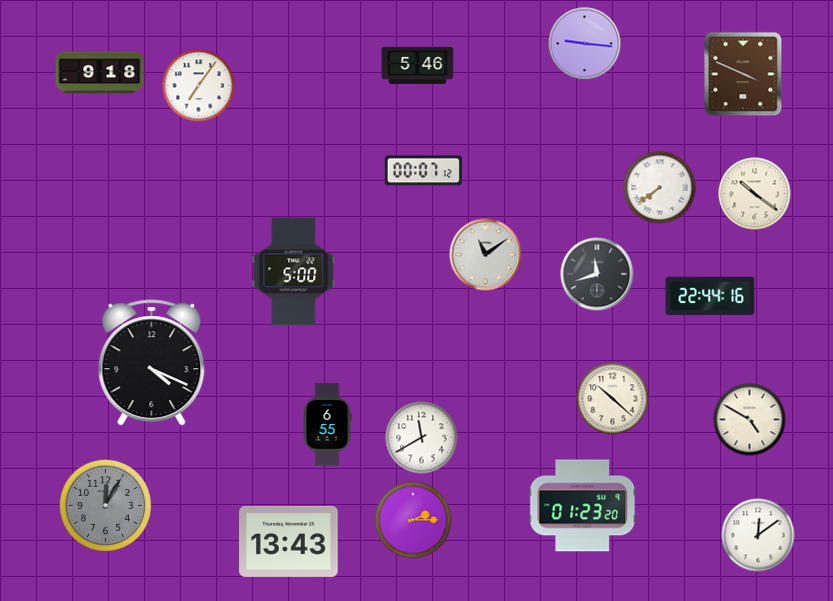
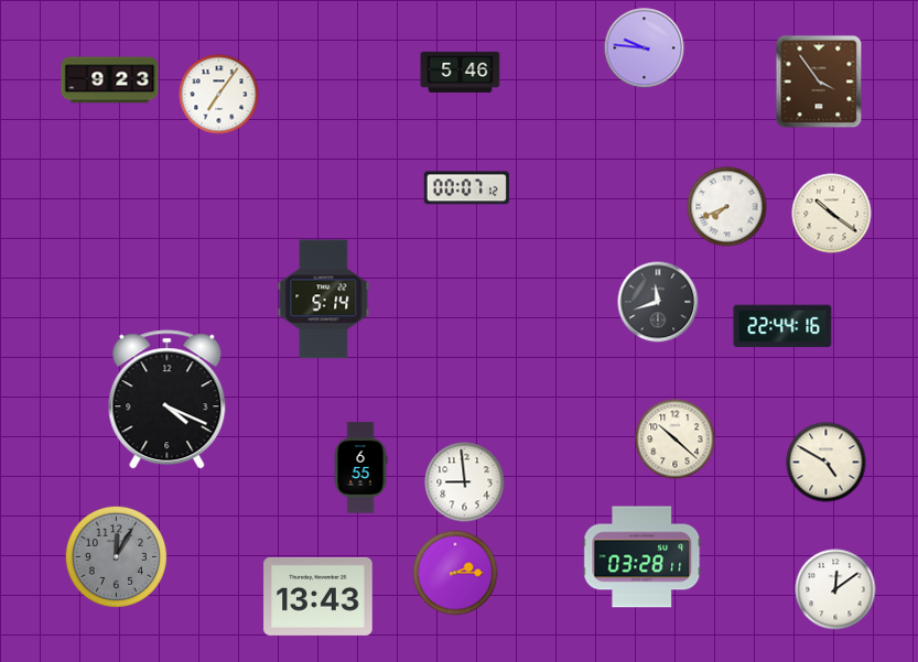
clock at (585, 44): 9:16 -> 9:46
clock at (100, 73): 9:18 -> 9:23
clock at (743, 74): 3:49 -> 3:54
clock at (660, 188): 7:39 -> 7:41
clock at (486, 255): 11:09 -> none
clock at (294, 272): 5:00 -> 5:14
clock at (422, 438): 11:40 -> 8:59
clock at (583, 506): 01:23 -> 03:28
